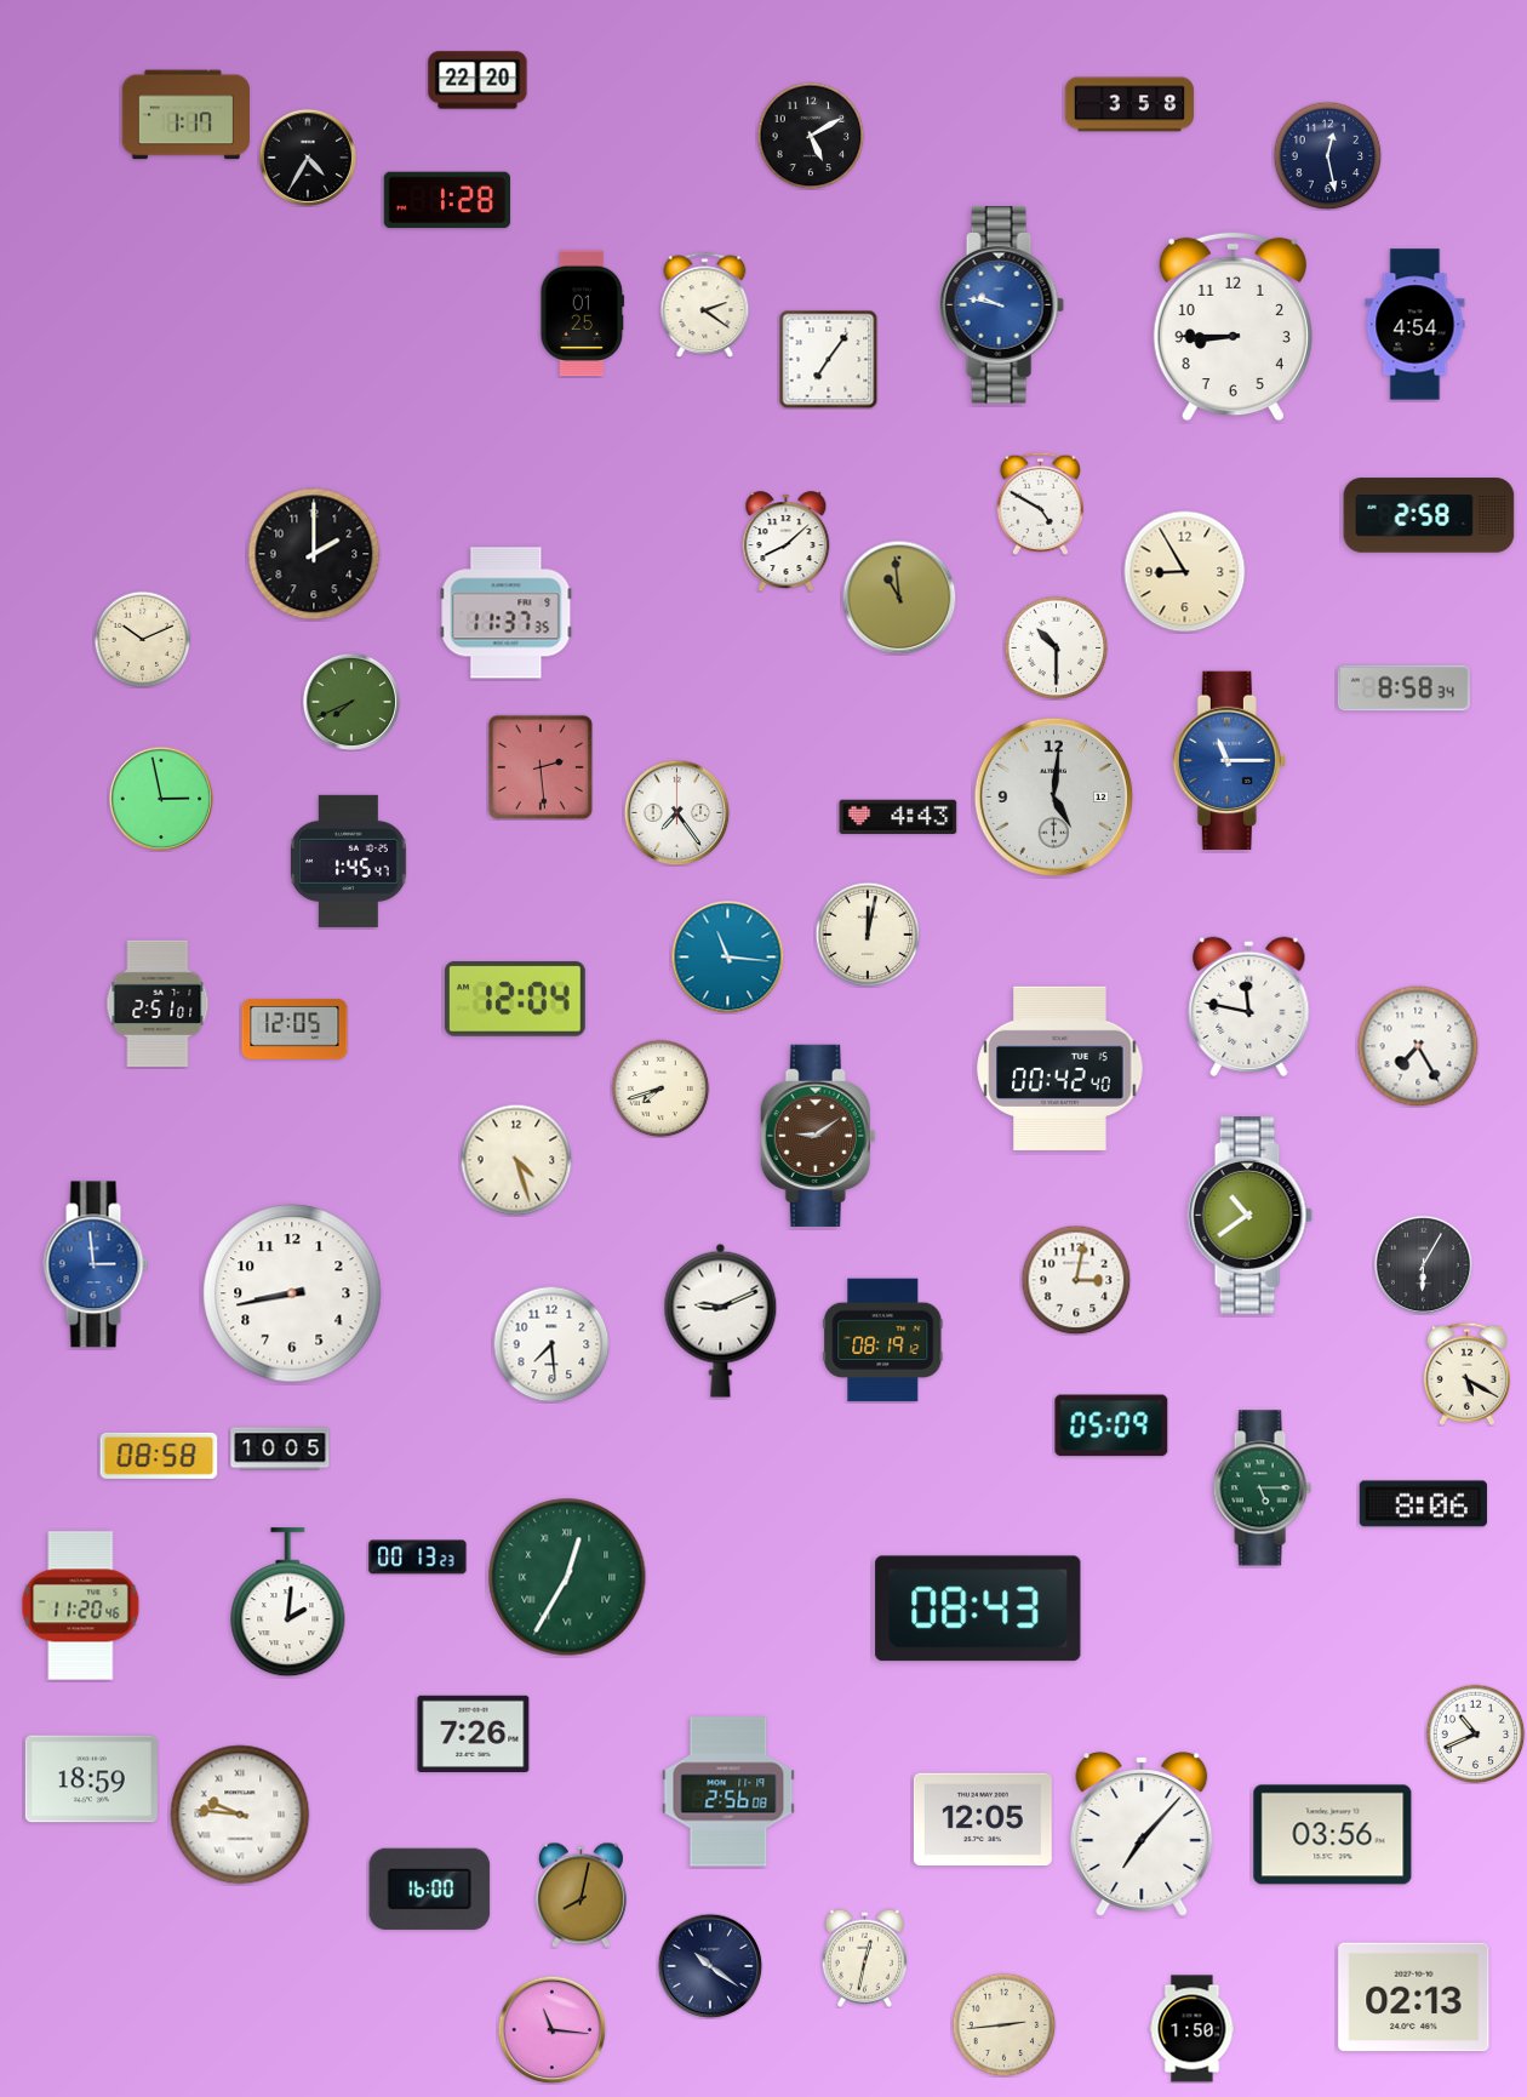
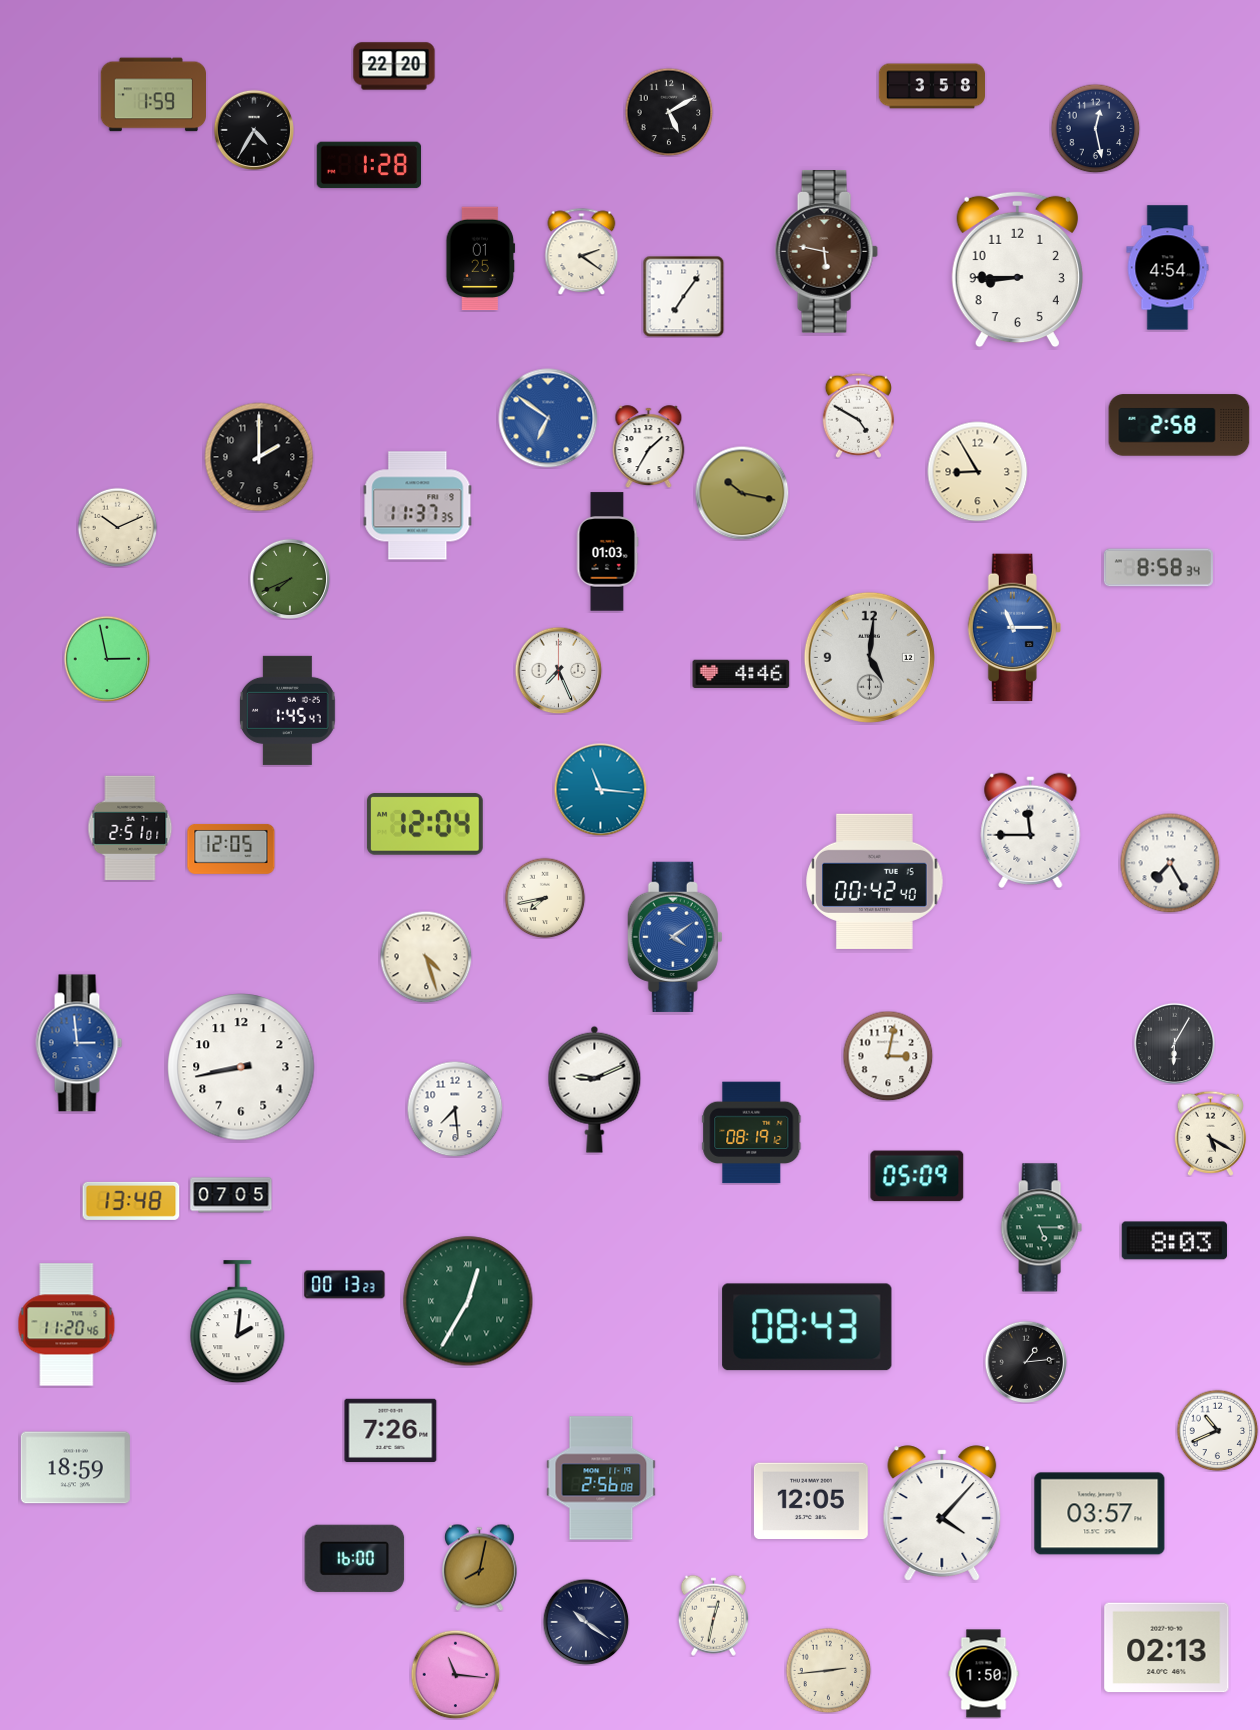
clock at (185, 115): 1:17 -> 1:59
clock at (1001, 305): 9:47 -> 5:47
clock at (1001, 305) dial: blue -> brown
clock at (548, 418): none -> 6:51
clock at (787, 542): 8:08 -> 1:35
clock at (899, 598): 10:59 -> 10:17
clock at (1056, 647): 10:30 -> none
clock at (607, 552): none -> 01:03
clock at (541, 767): 2:29 -> none
clock at (161, 799) position: (161, 799) -> (107, 659)
clock at (676, 812): 7:24 -> 7:26
clock at (898, 816): 4:43 -> 4:46
clock at (868, 935): 12:02 -> none
clock at (1249, 1006): 11:47 -> 11:45
clock at (294, 1029) position: (294, 1029) -> (231, 849)
clock at (660, 1089): 7:42 -> 7:43
clock at (818, 1136): 9:09 -> 4:09
clock at (818, 1136) dial: brown -> blue
clock at (1249, 1216): 10:39 -> none
clock at (883, 1341) position: (883, 1341) -> (752, 1133)
clock at (280, 1449): 10:05 -> 07:05
clock at (159, 1456): 08:58 -> 13:48
clock at (1423, 1504): 8:06 -> 8:03
clock at (1025, 1361): none -> 1:14
clock at (240, 1815): 9:46 -> none
clock at (1142, 1834): 7:07 -> 4:07
clock at (1333, 1835): 03:56 -> 03:57
clock at (581, 1895) position: (581, 1895) -> (479, 1567)
